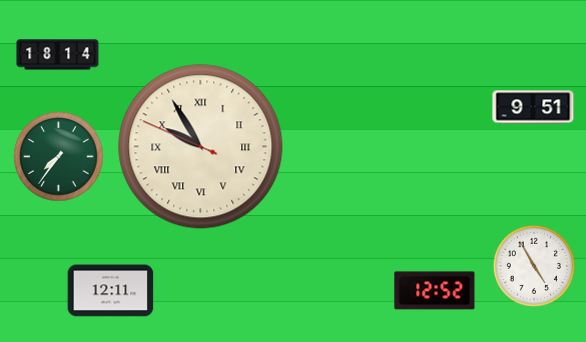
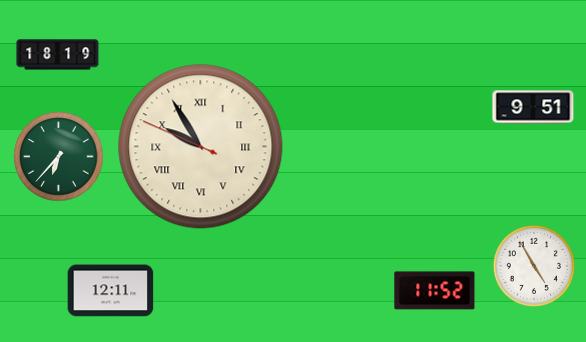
clock at (58, 55): 18:14 -> 18:19
clock at (59, 157): 7:36 -> 6:37
clock at (435, 291): 12:52 -> 11:52
